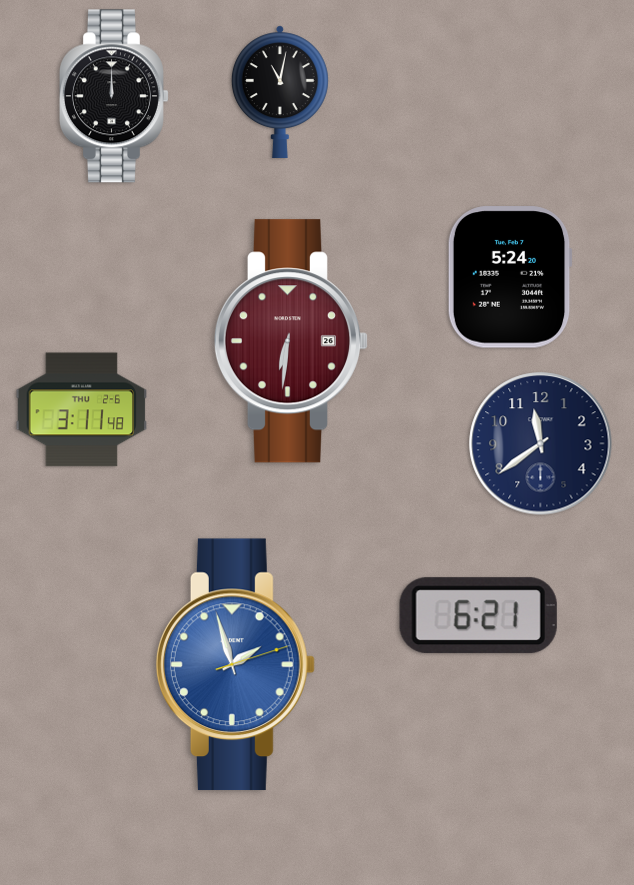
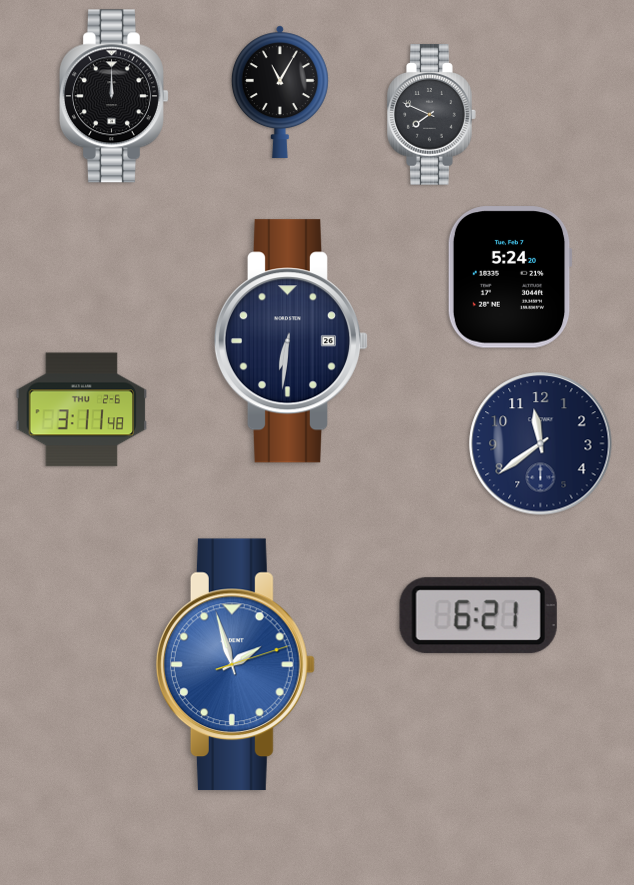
clock at (280, 91): 11:02 -> 11:05
clock at (432, 115): none -> 7:49
clock at (291, 341) dial: burgundy -> navy
